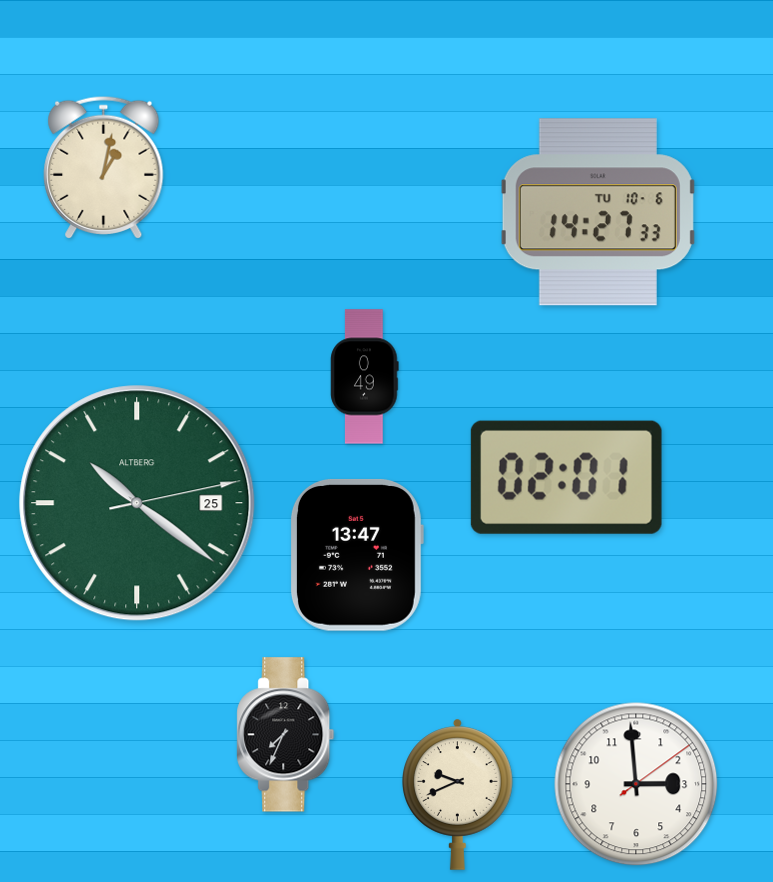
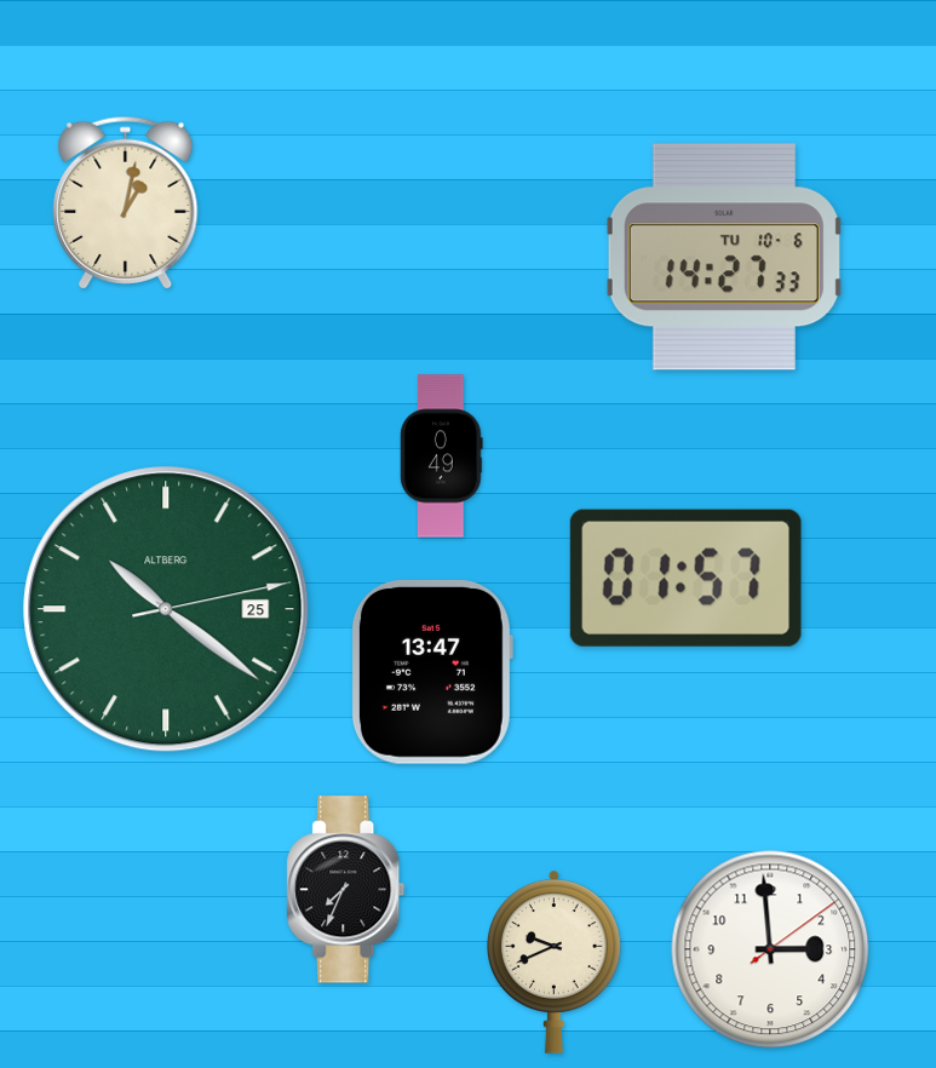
clock at (566, 477): 02:01 -> 01:57
